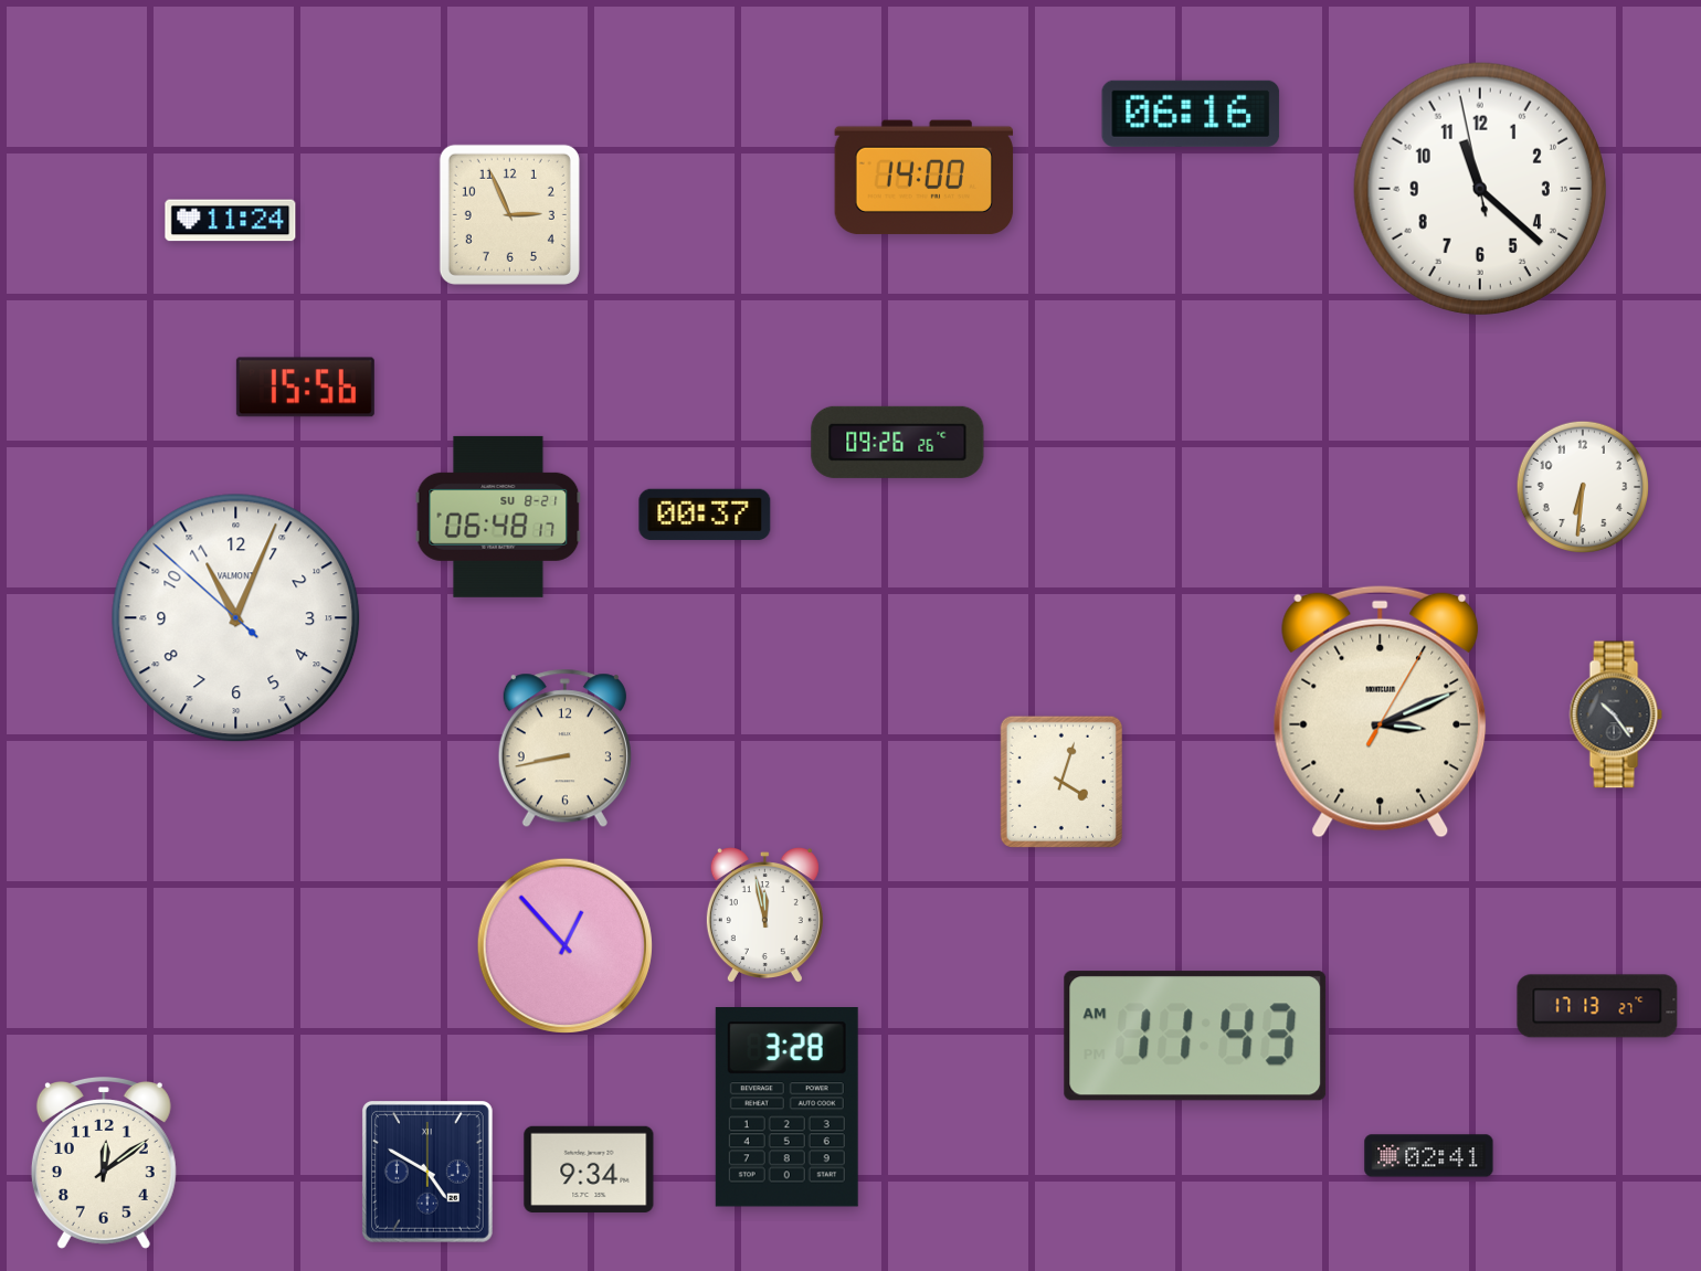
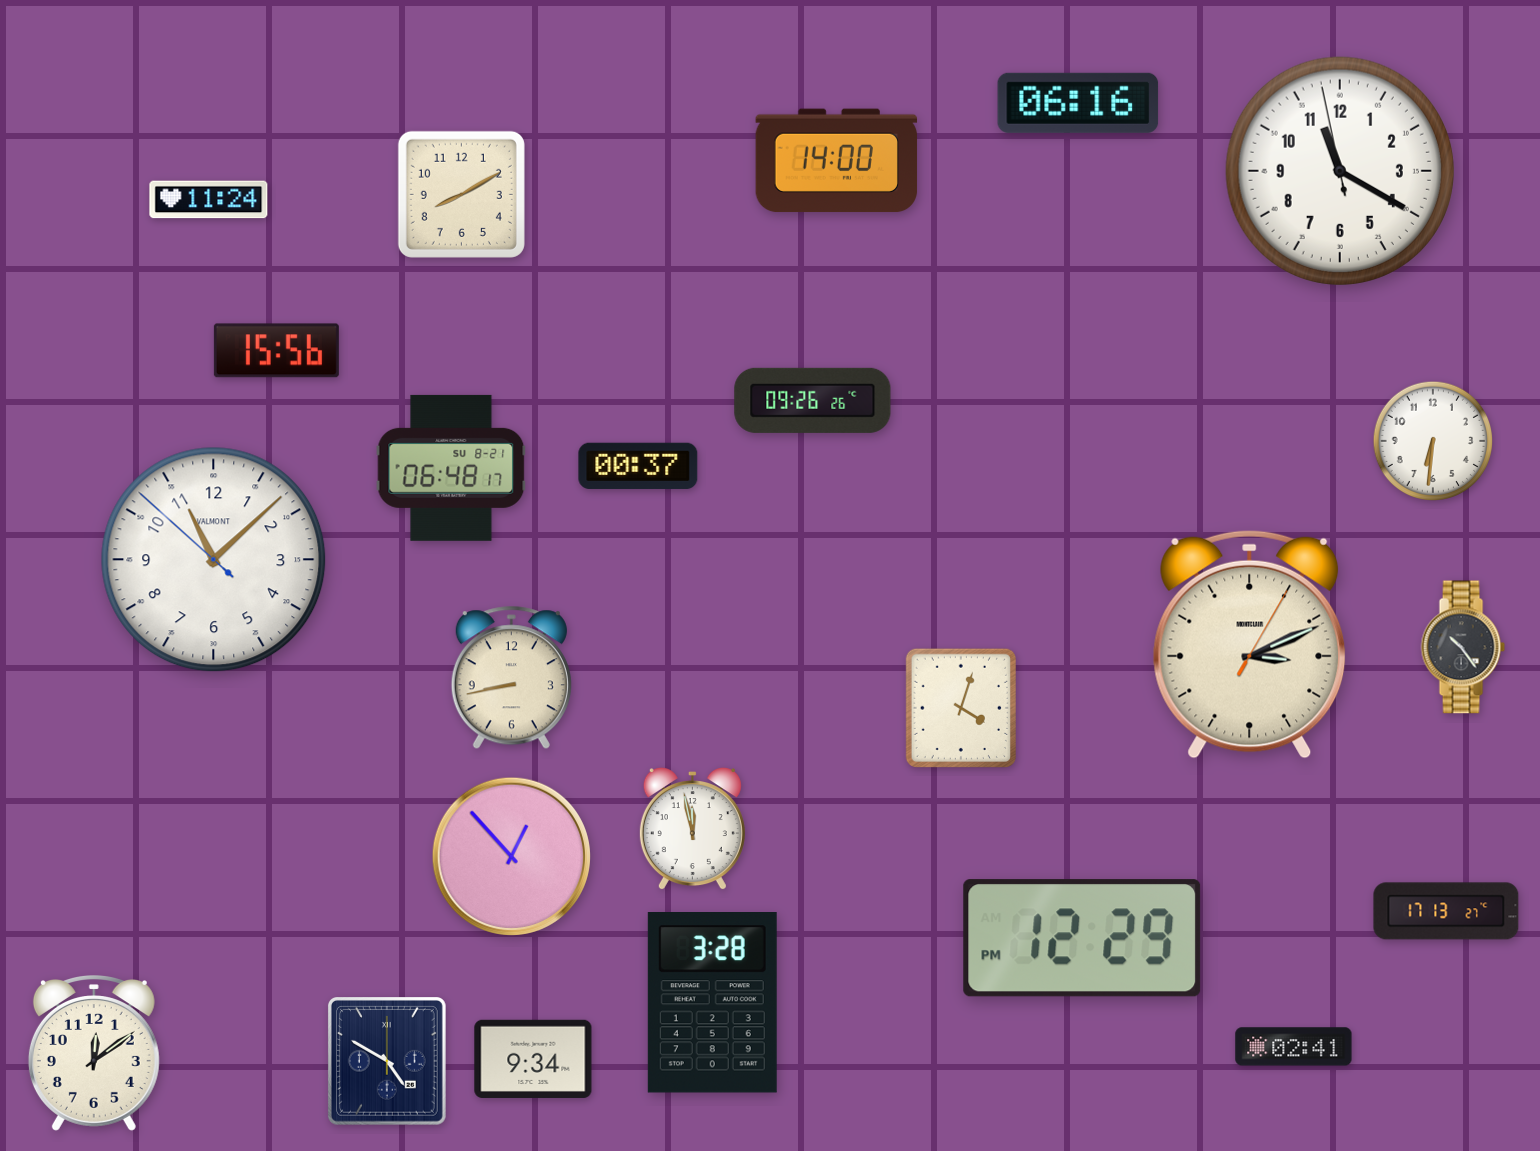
clock at (1480, 189): 11:21 -> 11:19
clock at (509, 214): 2:56 -> 8:10
clock at (236, 618): 11:03 -> 11:07
clock at (1195, 1036): 11:43 -> 12:29
